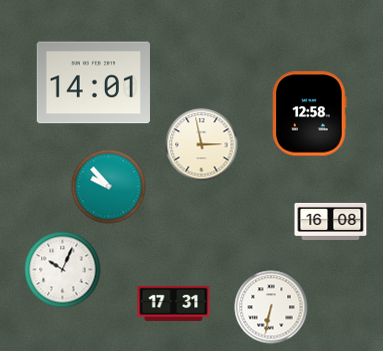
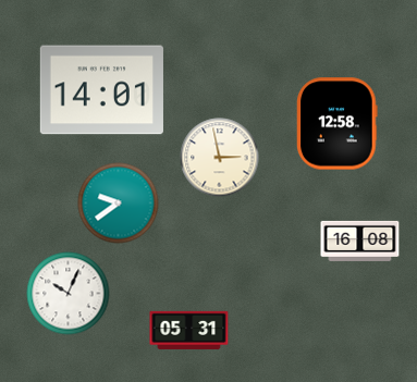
clock at (109, 187): 9:53 -> 9:39
clock at (174, 303): 17:31 -> 05:31
clock at (271, 307): 6:32 -> none
